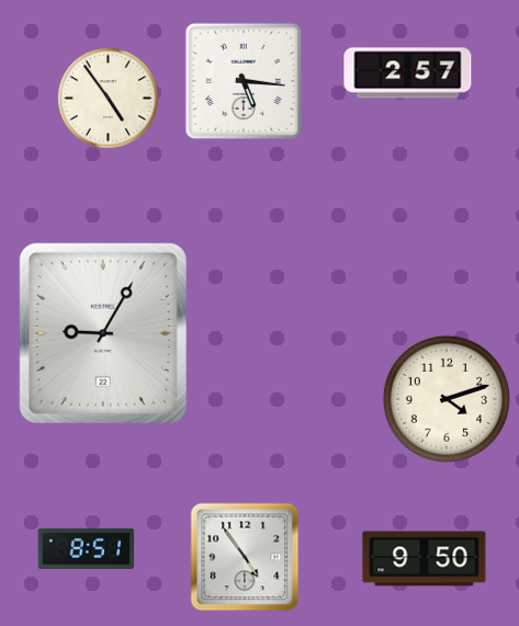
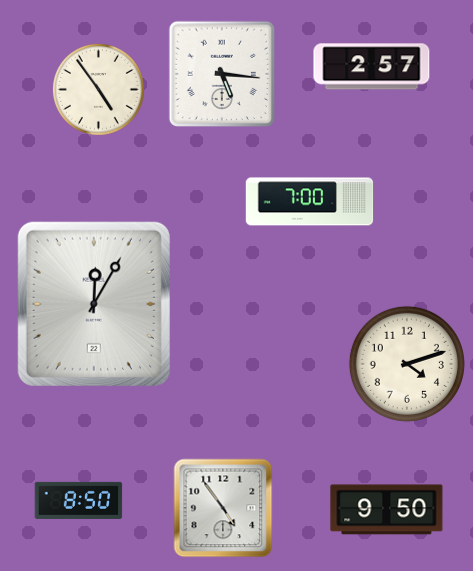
clock at (310, 202): none -> 7:00
clock at (103, 333): 9:05 -> 12:05
clock at (87, 548): 8:51 -> 8:50
